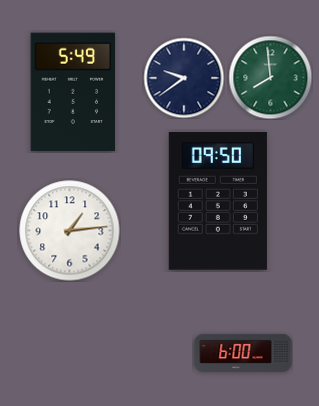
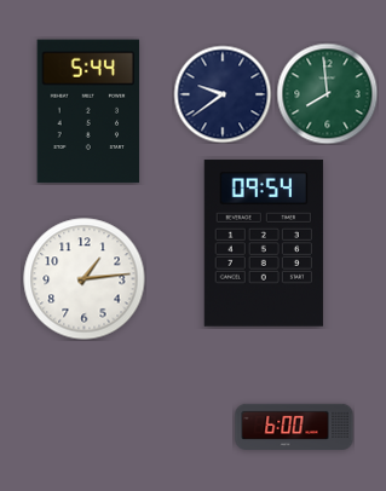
clock at (73, 92): 5:49 -> 5:44
clock at (218, 201): 09:50 -> 09:54
